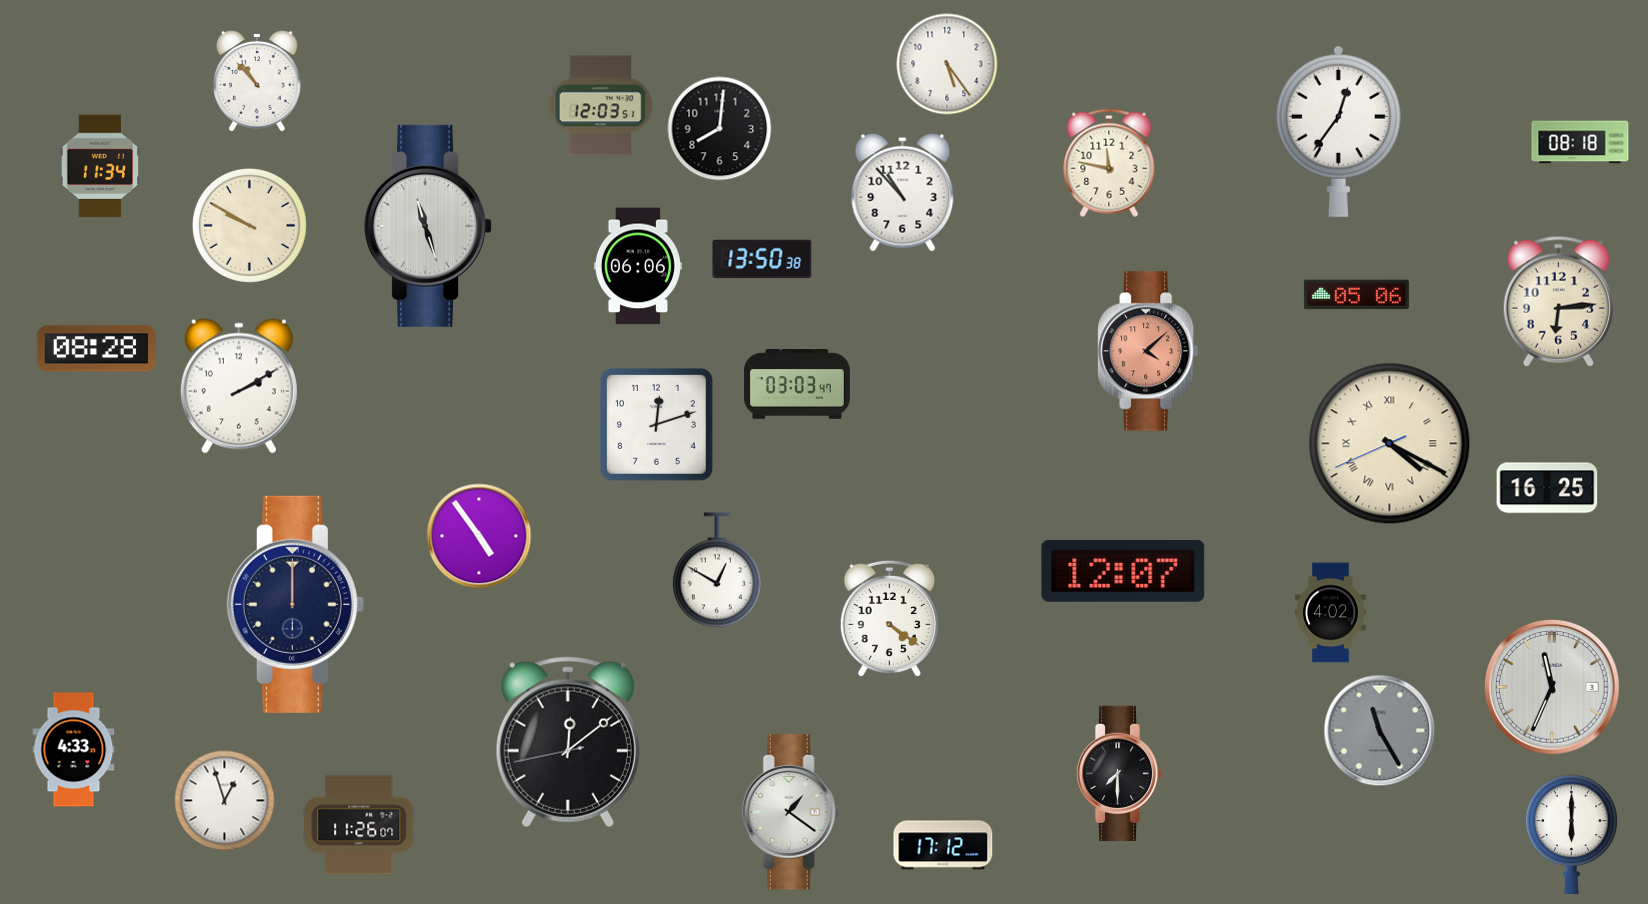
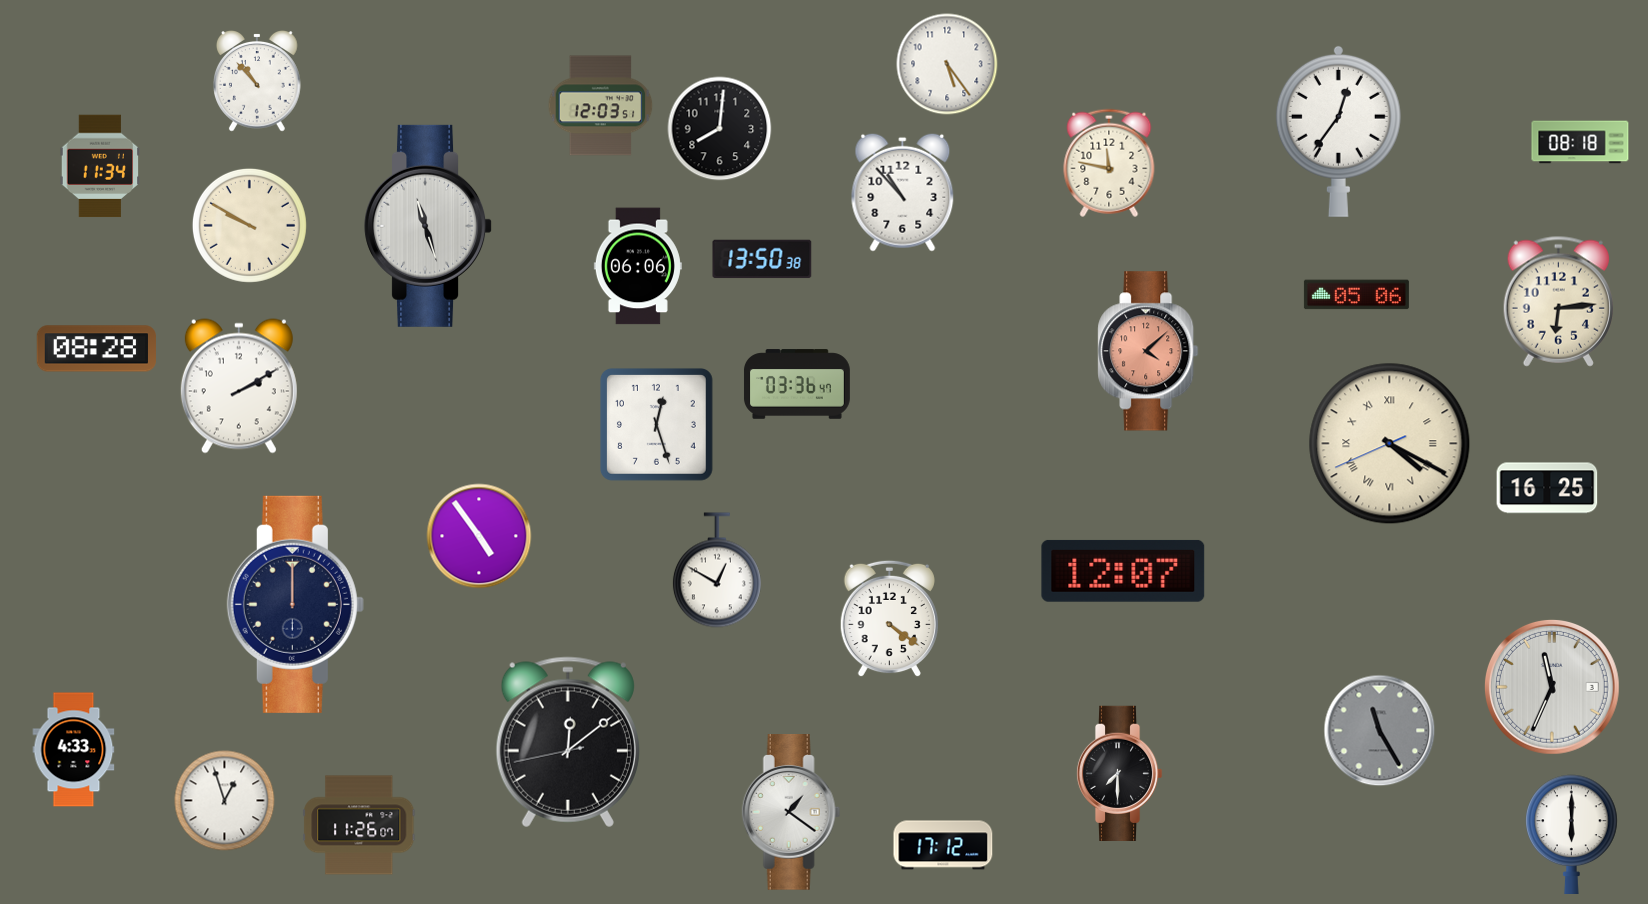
clock at (797, 384): 03:03 -> 03:36
clock at (656, 424): 12:12 -> 12:27
clock at (1331, 613): 4:02 -> none
